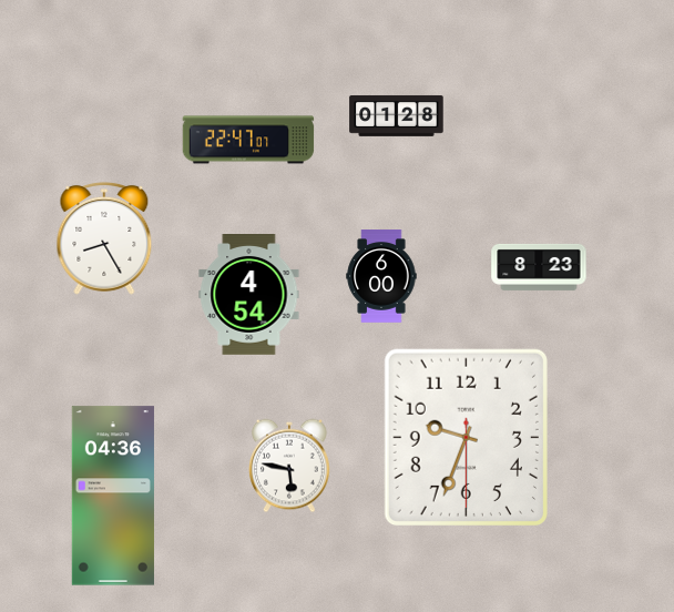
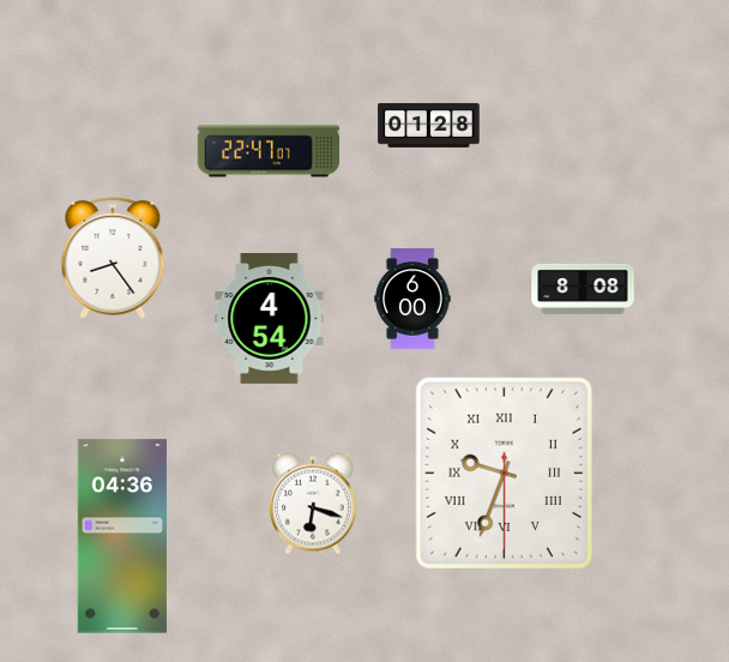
clock at (104, 238): 8:25 -> 8:24
clock at (539, 267): 8:23 -> 8:08
clock at (466, 437) numerals: Arabic -> Roman
clock at (290, 466): 5:47 -> 6:18
